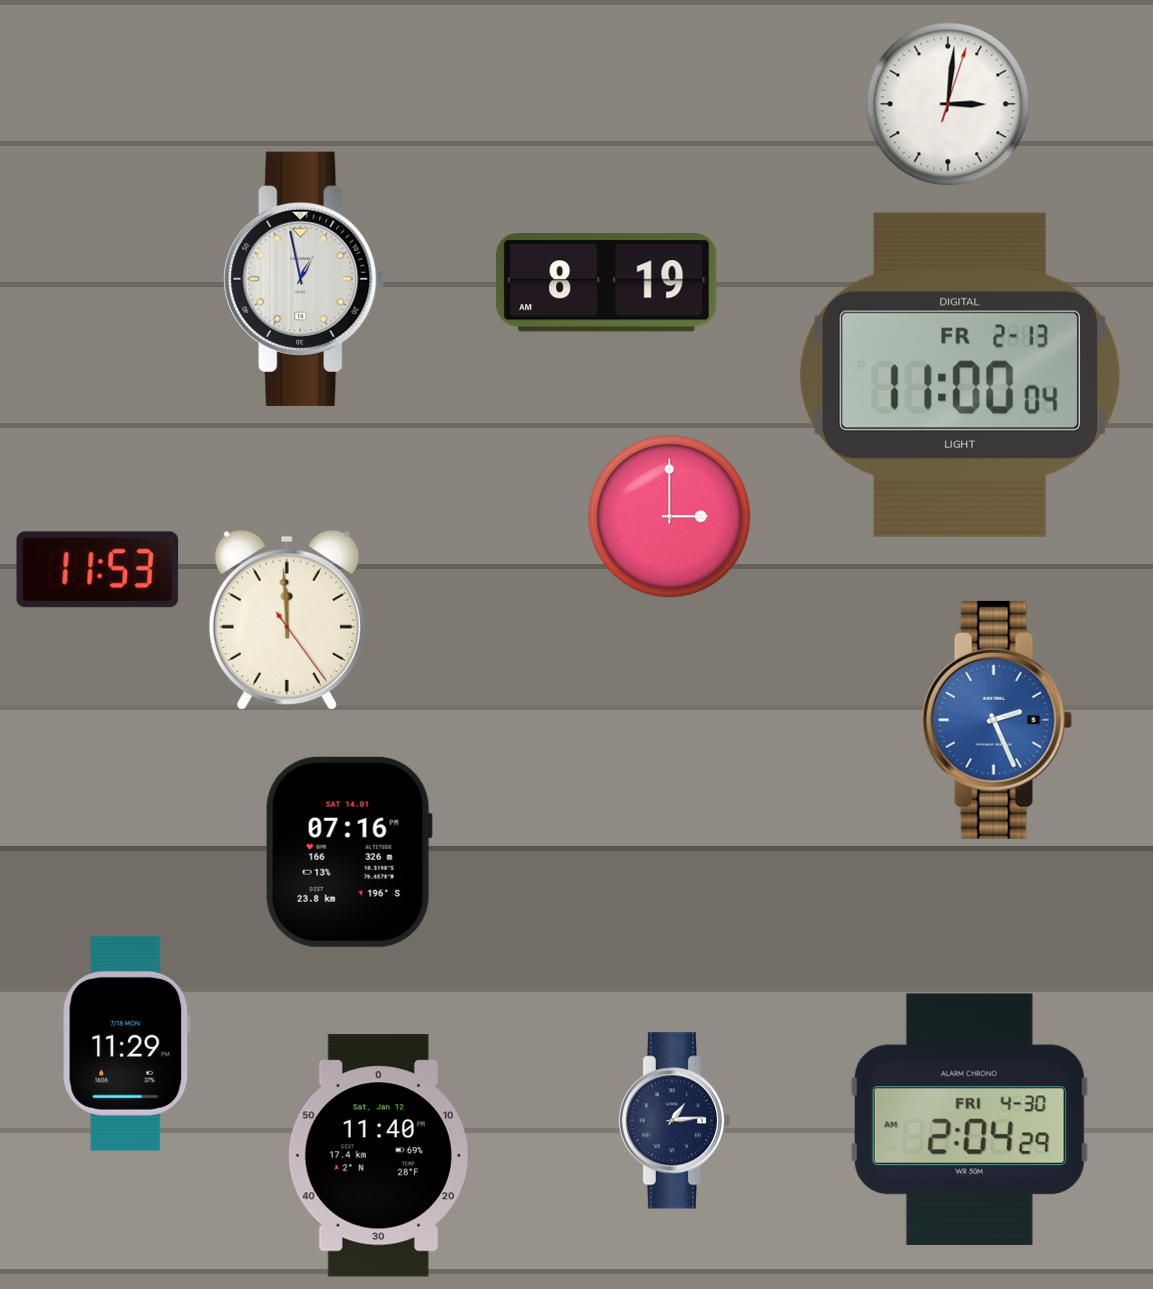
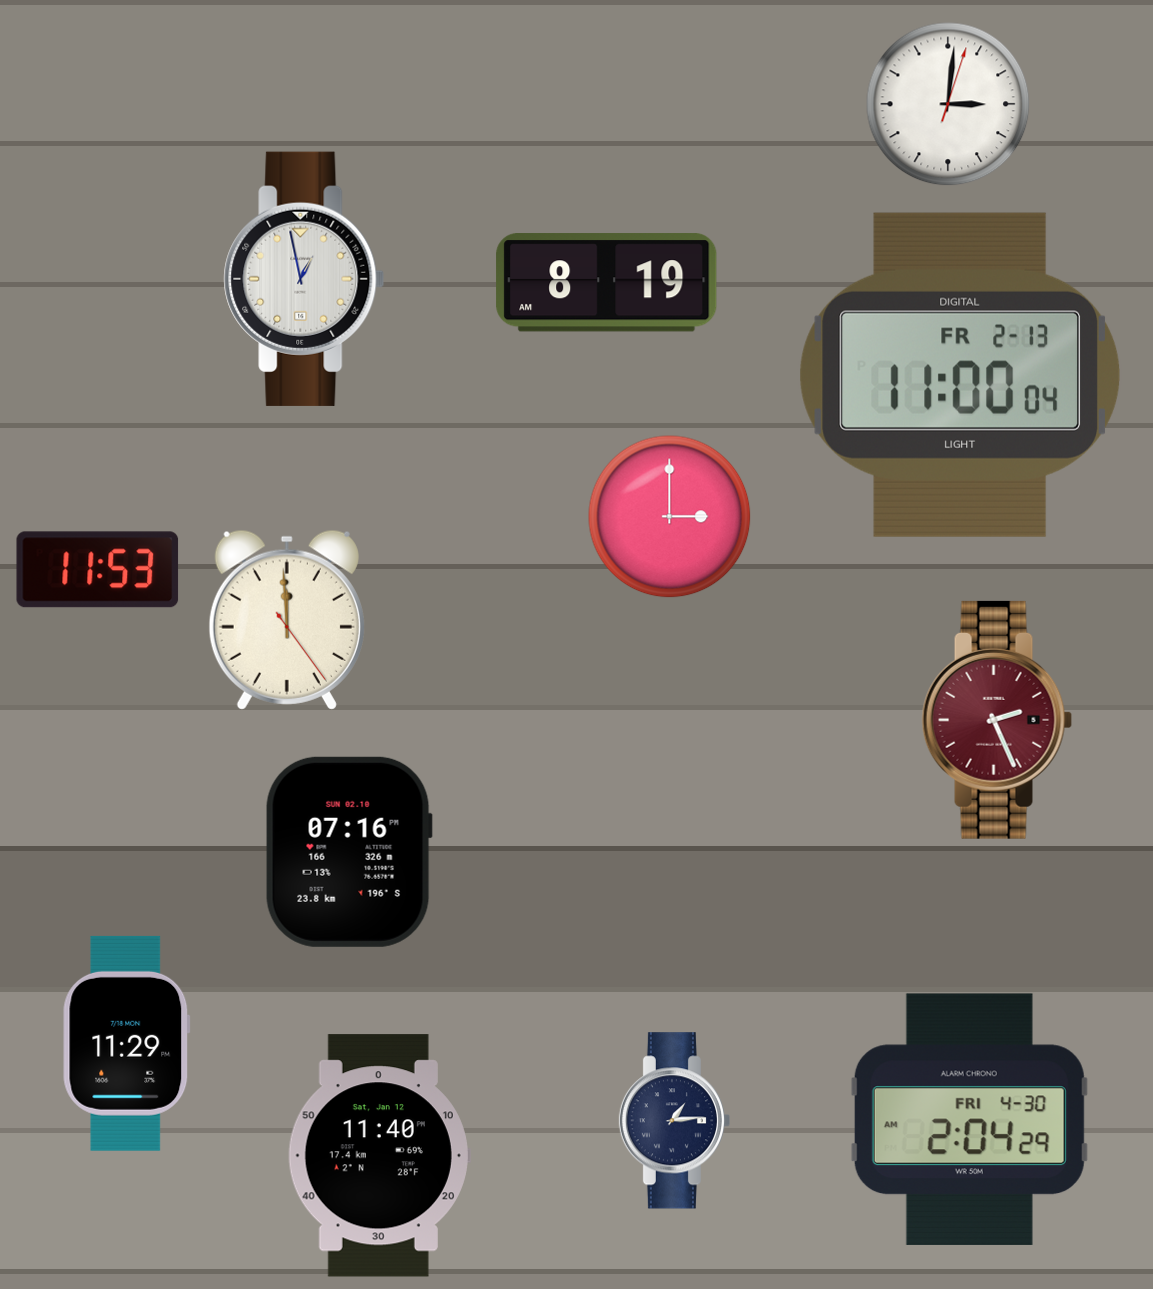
clock at (997, 720) dial: blue -> burgundy
clock at (349, 852) date: SAT 14.01 -> SUN 02.10
